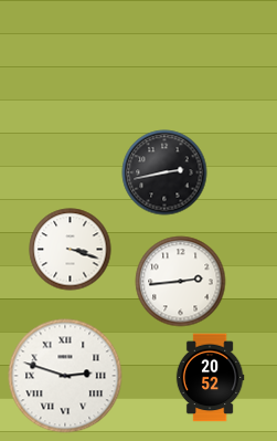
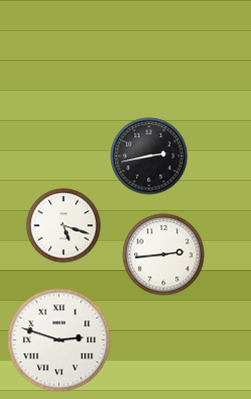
clock at (71, 250): 3:18 -> 5:18
clock at (210, 378): 20:52 -> none
